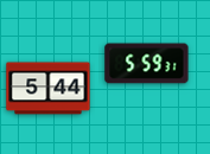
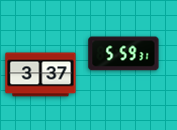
clock at (49, 89): 5:44 -> 3:37
